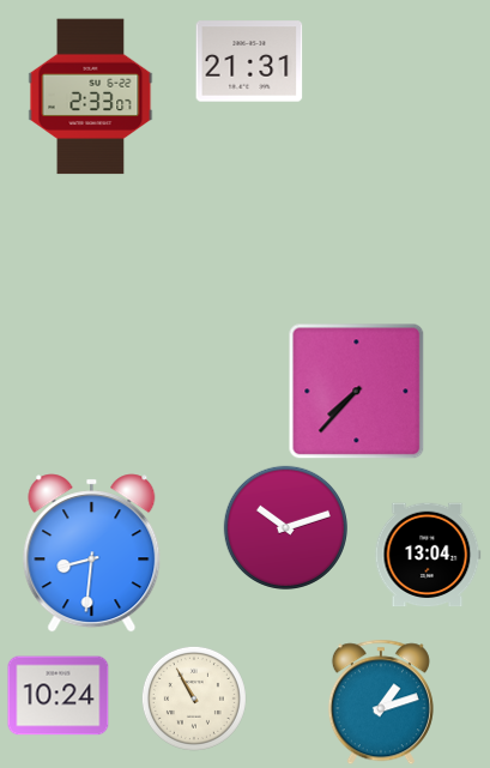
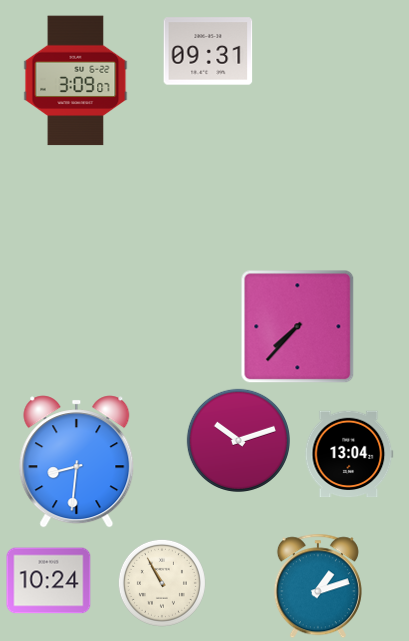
clock at (249, 61): 21:31 -> 09:31
clock at (91, 97): 2:33 -> 3:09
clock at (428, 555) position: (428, 555) -> (349, 454)
